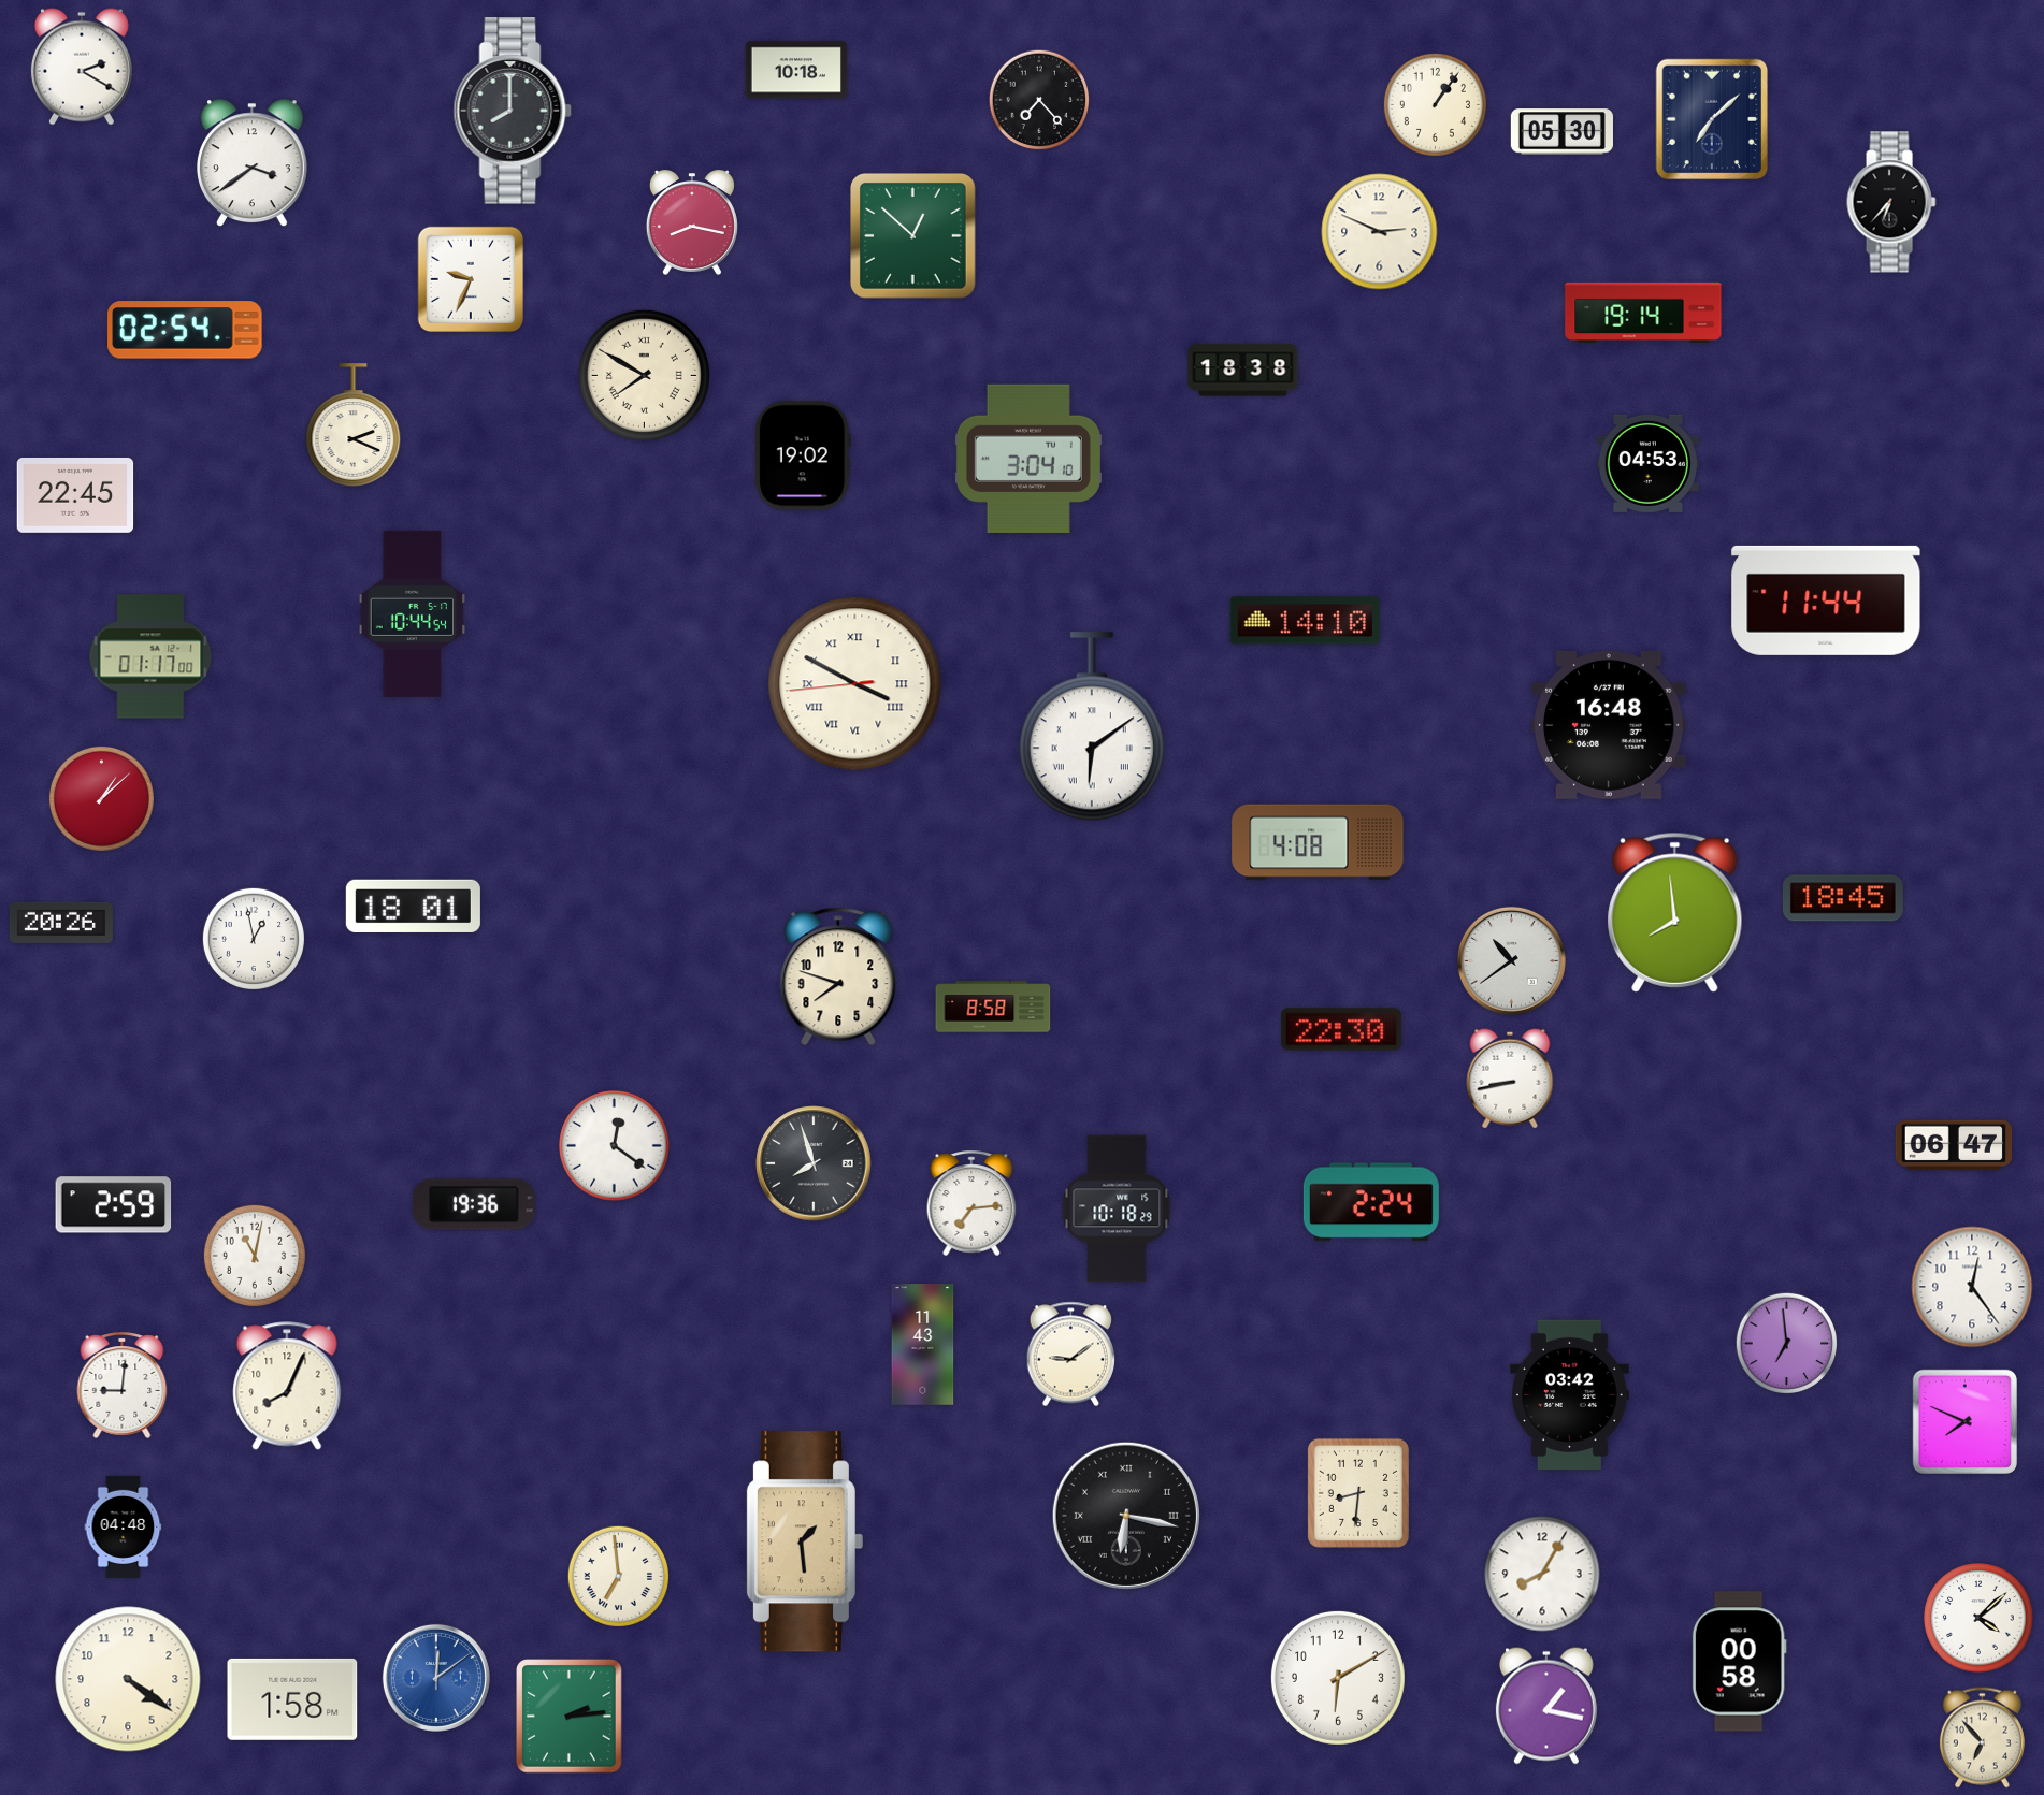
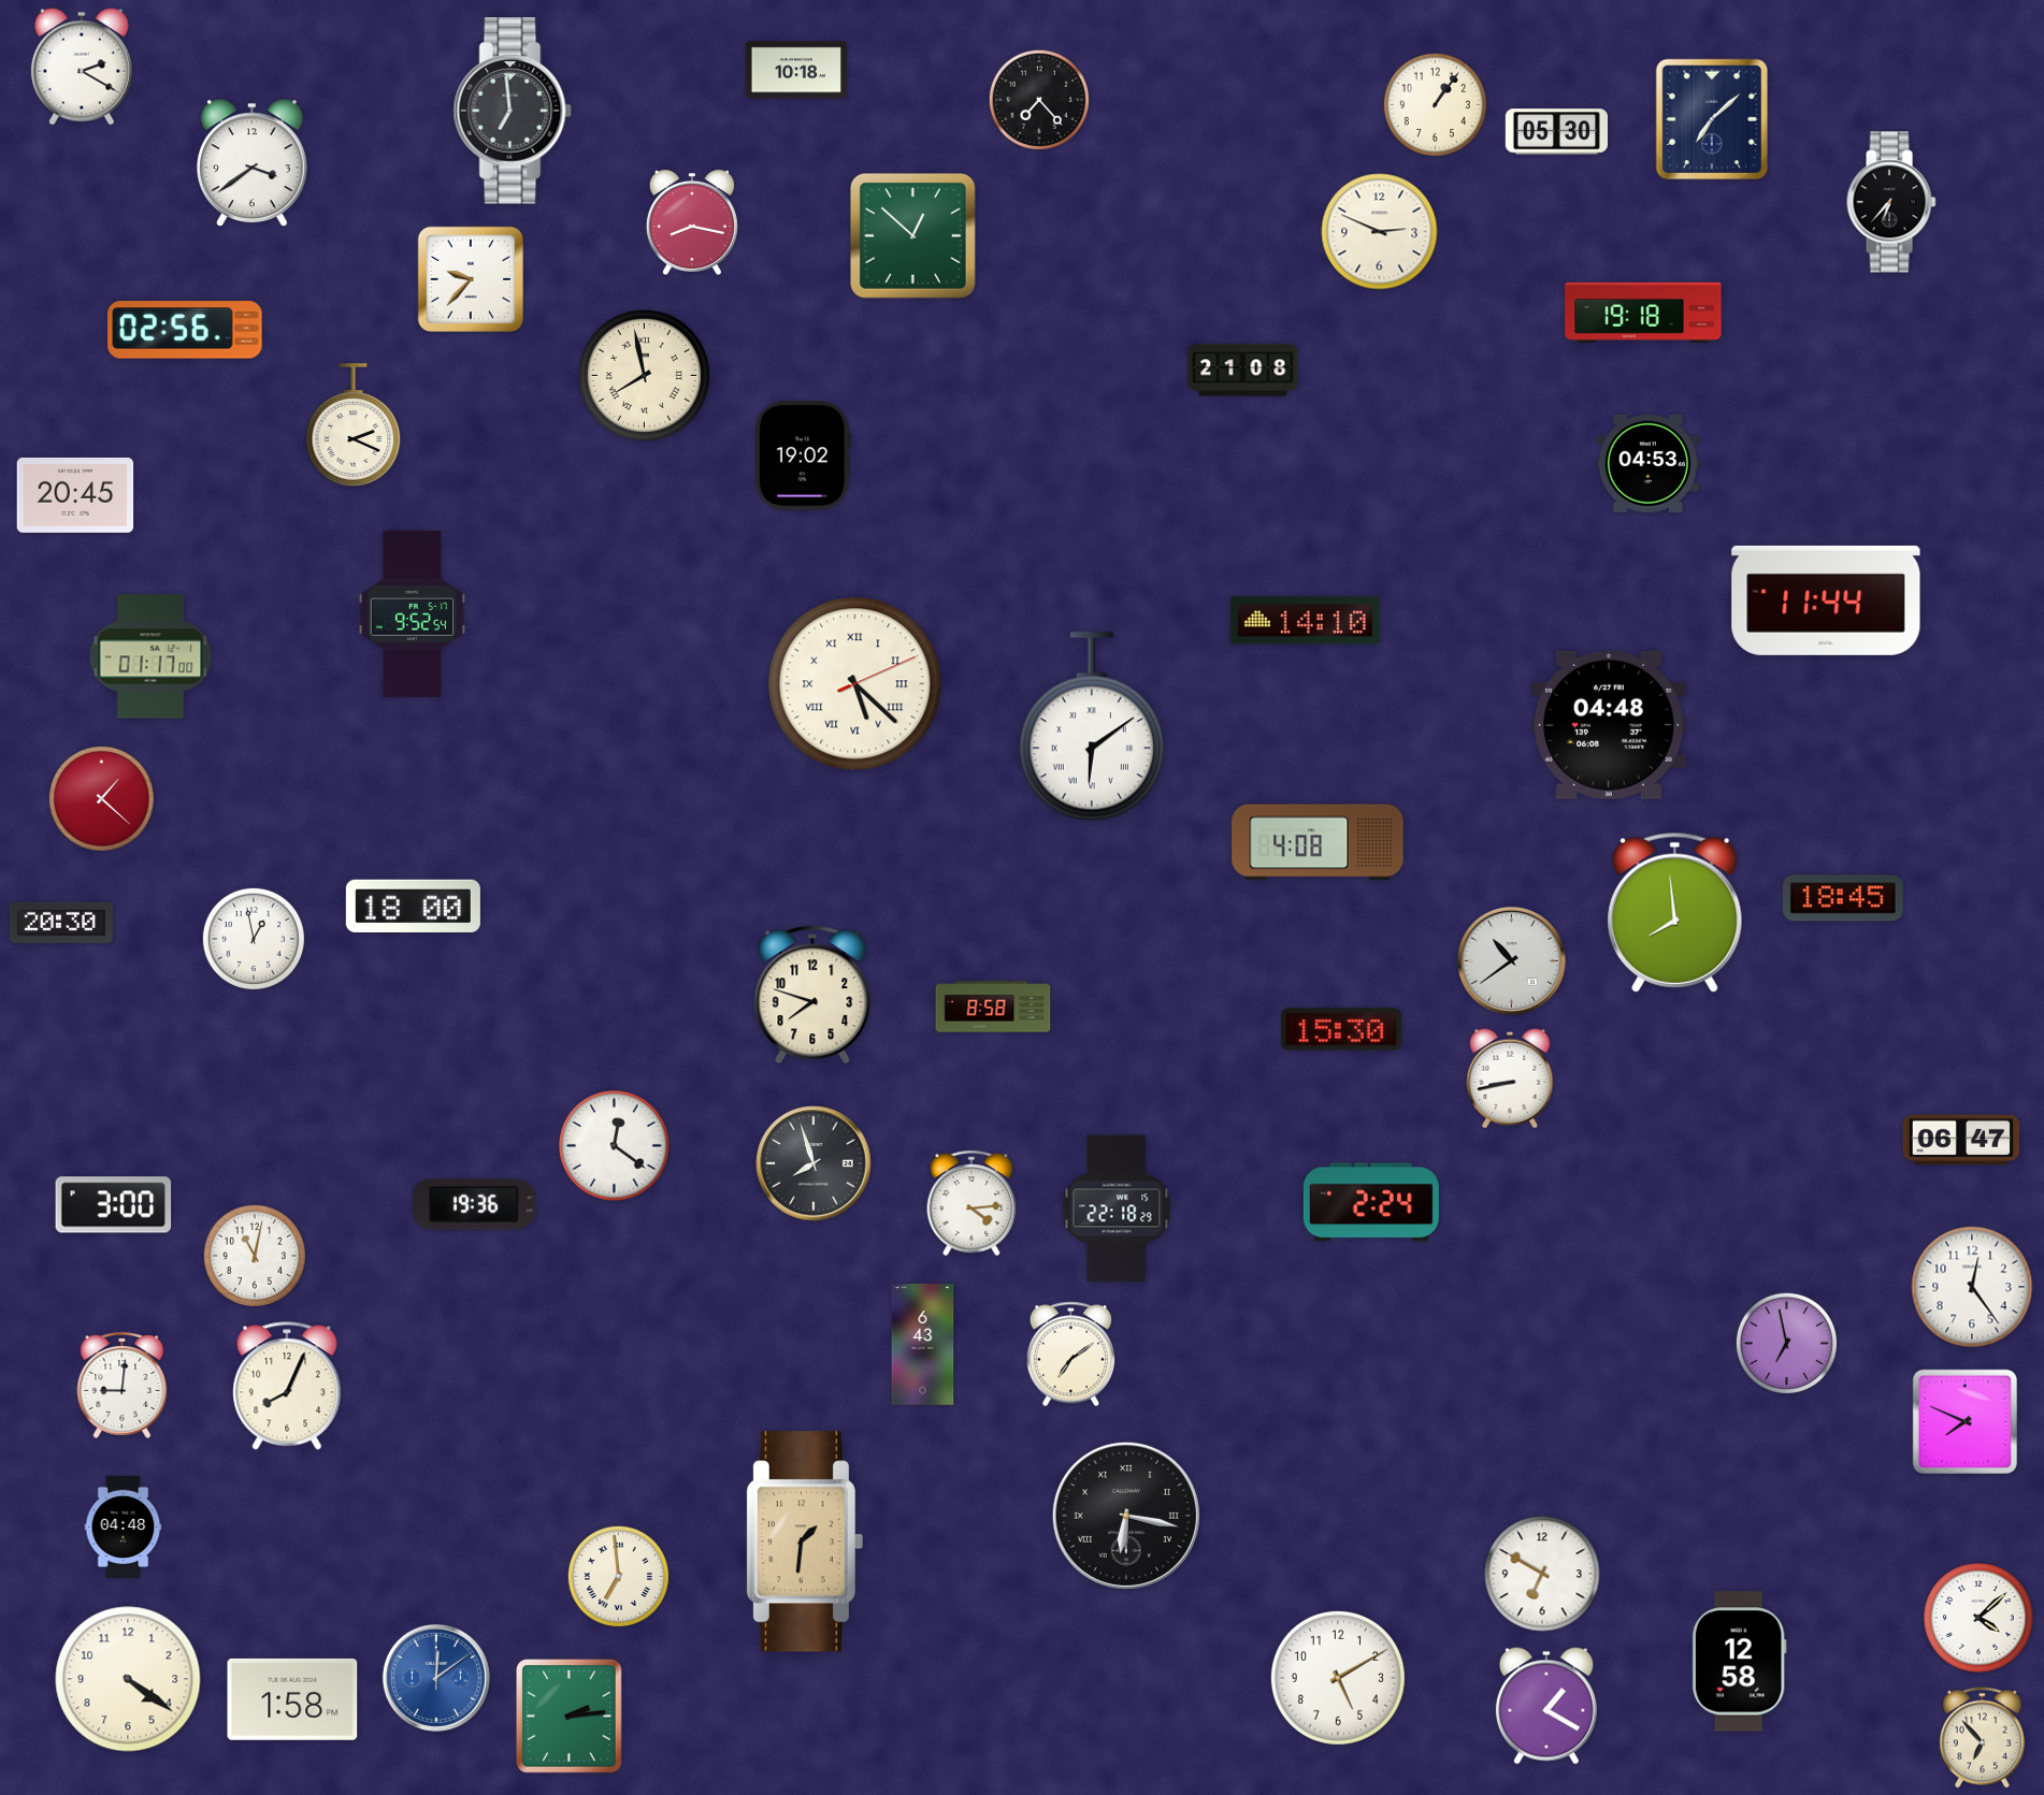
clock at (513, 111): 8:00 -> 6:59
clock at (1561, 132) position: (1561, 132) -> (1556, 132)
clock at (471, 279): 9:34 -> 9:37
clock at (1643, 313): 19:14 -> 19:18
clock at (185, 330): 02:54 -> 02:56
clock at (1243, 371): 18:38 -> 21:08
clock at (644, 375): 7:50 -> 7:58
clock at (1028, 458): 3:04 -> none
clock at (75, 495): 22:45 -> 20:45
clock at (413, 613): 10:44 -> 9:52
clock at (855, 684): 3:49 -> 5:22
clock at (1609, 725): 16:48 -> 04:48
clock at (101, 798): 1:08 -> 1:22
clock at (413, 906): 18:01 -> 18:00
clock at (61, 923): 20:26 -> 20:30
clock at (838, 976) position: (838, 976) -> (812, 995)
clock at (1341, 1029): 22:30 -> 15:30
clock at (1954, 1144) position: (1954, 1144) -> (1961, 1139)
clock at (971, 1203): 7:14 -> 4:14
clock at (114, 1205): 2:59 -> 3:00
clock at (1117, 1208): 10:18 -> 22:18
clock at (1786, 1343): 6:59 -> 6:58
clock at (923, 1345): 11:43 -> 6:43
clock at (1071, 1355): 9:09 -> 7:09
clock at (1570, 1394): 03:42 -> none
clock at (1358, 1493): 8:31 -> none
clock at (805, 1541): 1:29 -> 1:31
clock at (1542, 1574): 8:05 -> 6:50
clock at (1739, 1662): 00:58 -> 12:58
clock at (1338, 1678): 6:10 -> 5:10
clock at (1546, 1706): 1:17 -> 1:20
